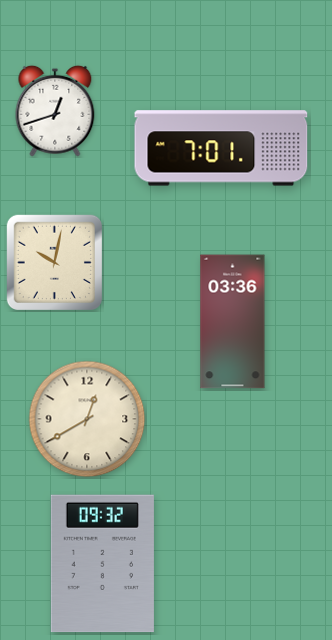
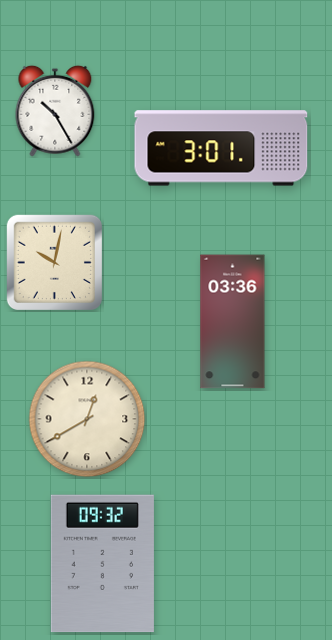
clock at (55, 111): 12:42 -> 10:25
clock at (221, 148): 7:01 -> 3:01
